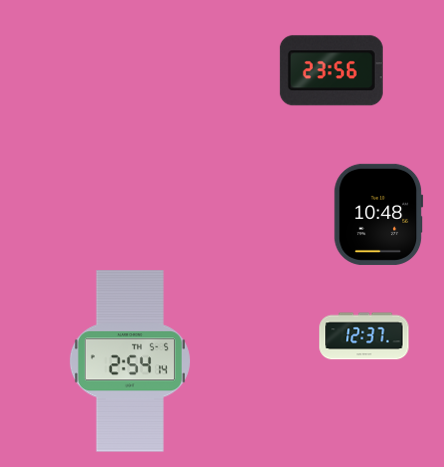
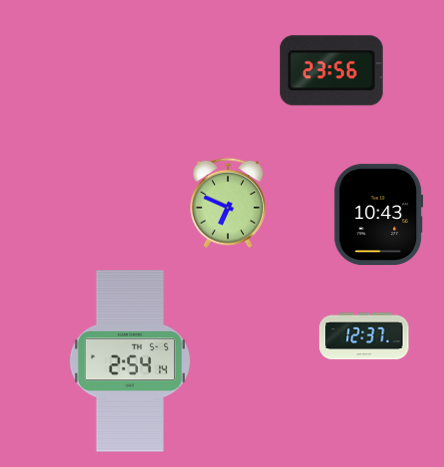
clock at (228, 203): none -> 6:49
clock at (379, 214): 10:48 -> 10:43
